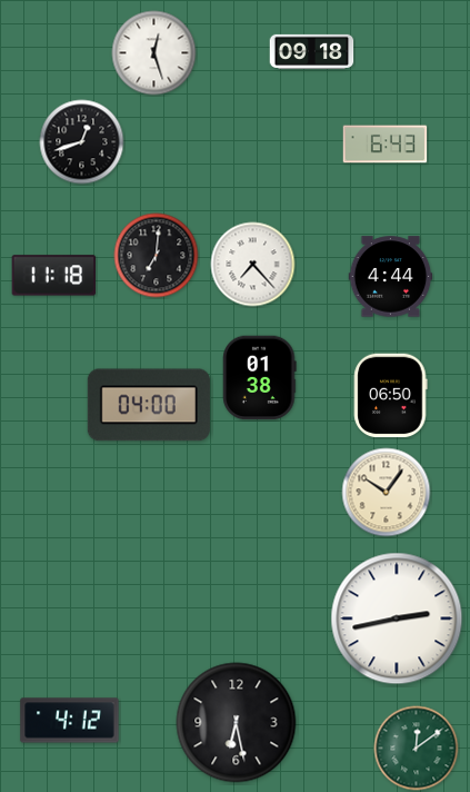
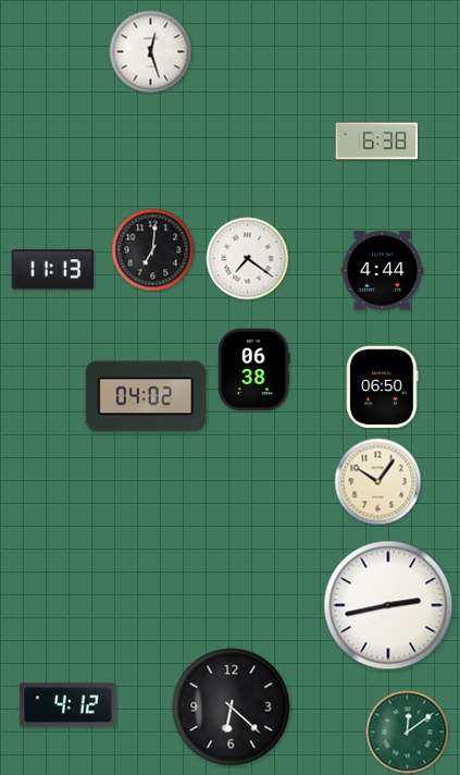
clock at (312, 51): 09:18 -> none
clock at (82, 142): 12:42 -> none
clock at (386, 145): 6:43 -> 6:38
clock at (253, 265): 7:23 -> 7:21
clock at (54, 276): 11:18 -> 11:13
clock at (260, 378): 01:38 -> 06:38
clock at (149, 405): 04:00 -> 04:02
clock at (237, 723): 6:28 -> 6:22
